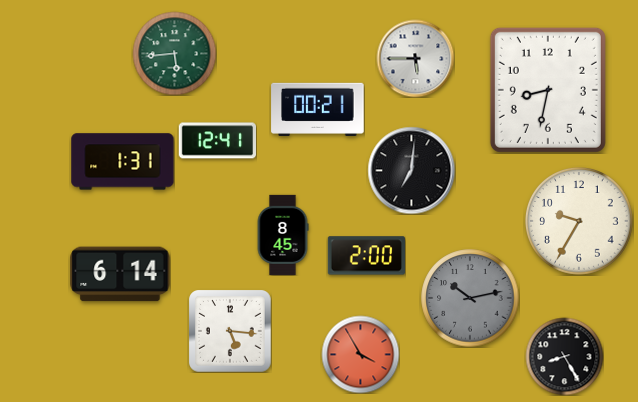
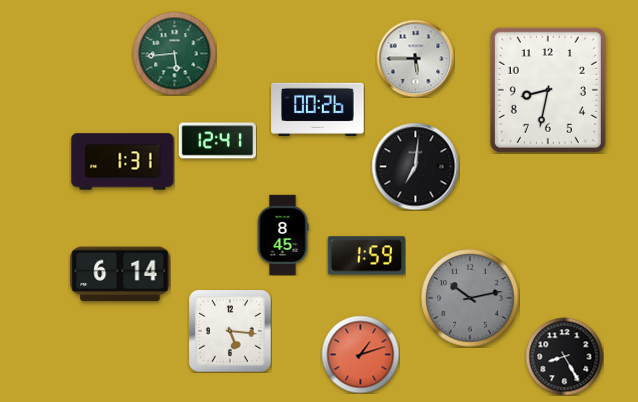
clock at (318, 109): 00:21 -> 00:26
clock at (411, 170) position: (411, 170) -> (415, 166)
clock at (579, 221): 9:35 -> none
clock at (366, 256): 2:00 -> 1:59
clock at (360, 354): 3:55 -> 1:12
